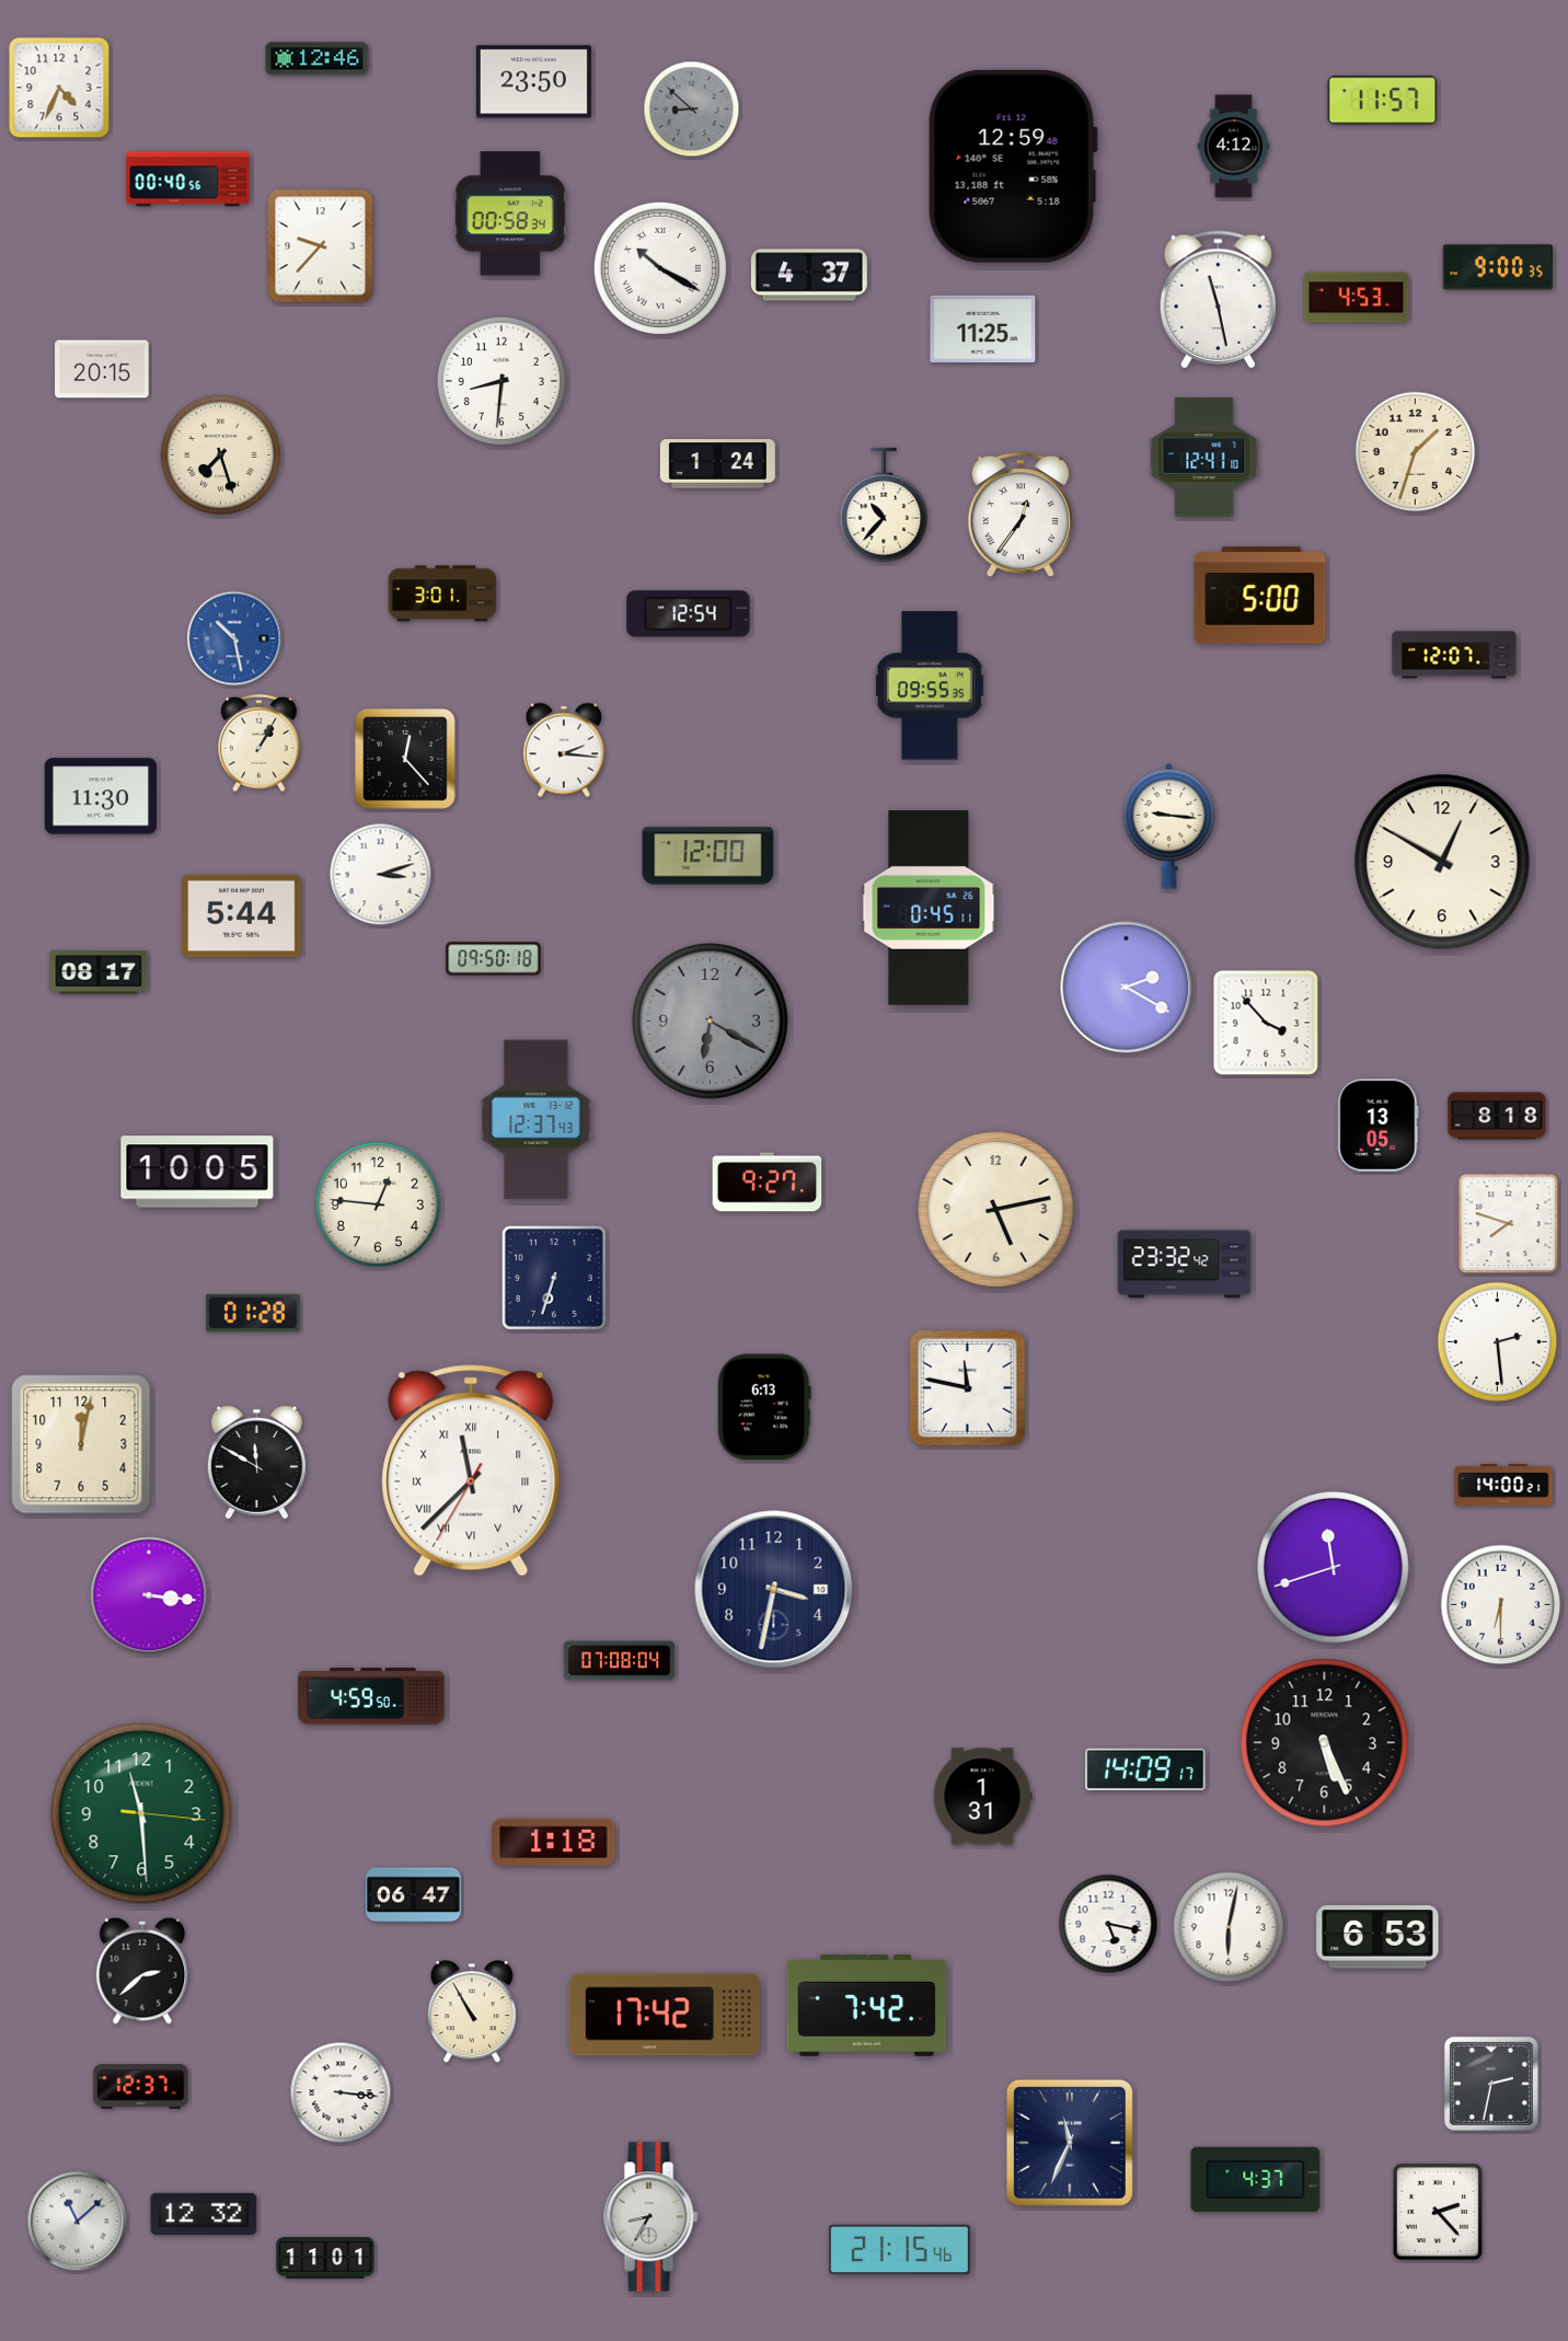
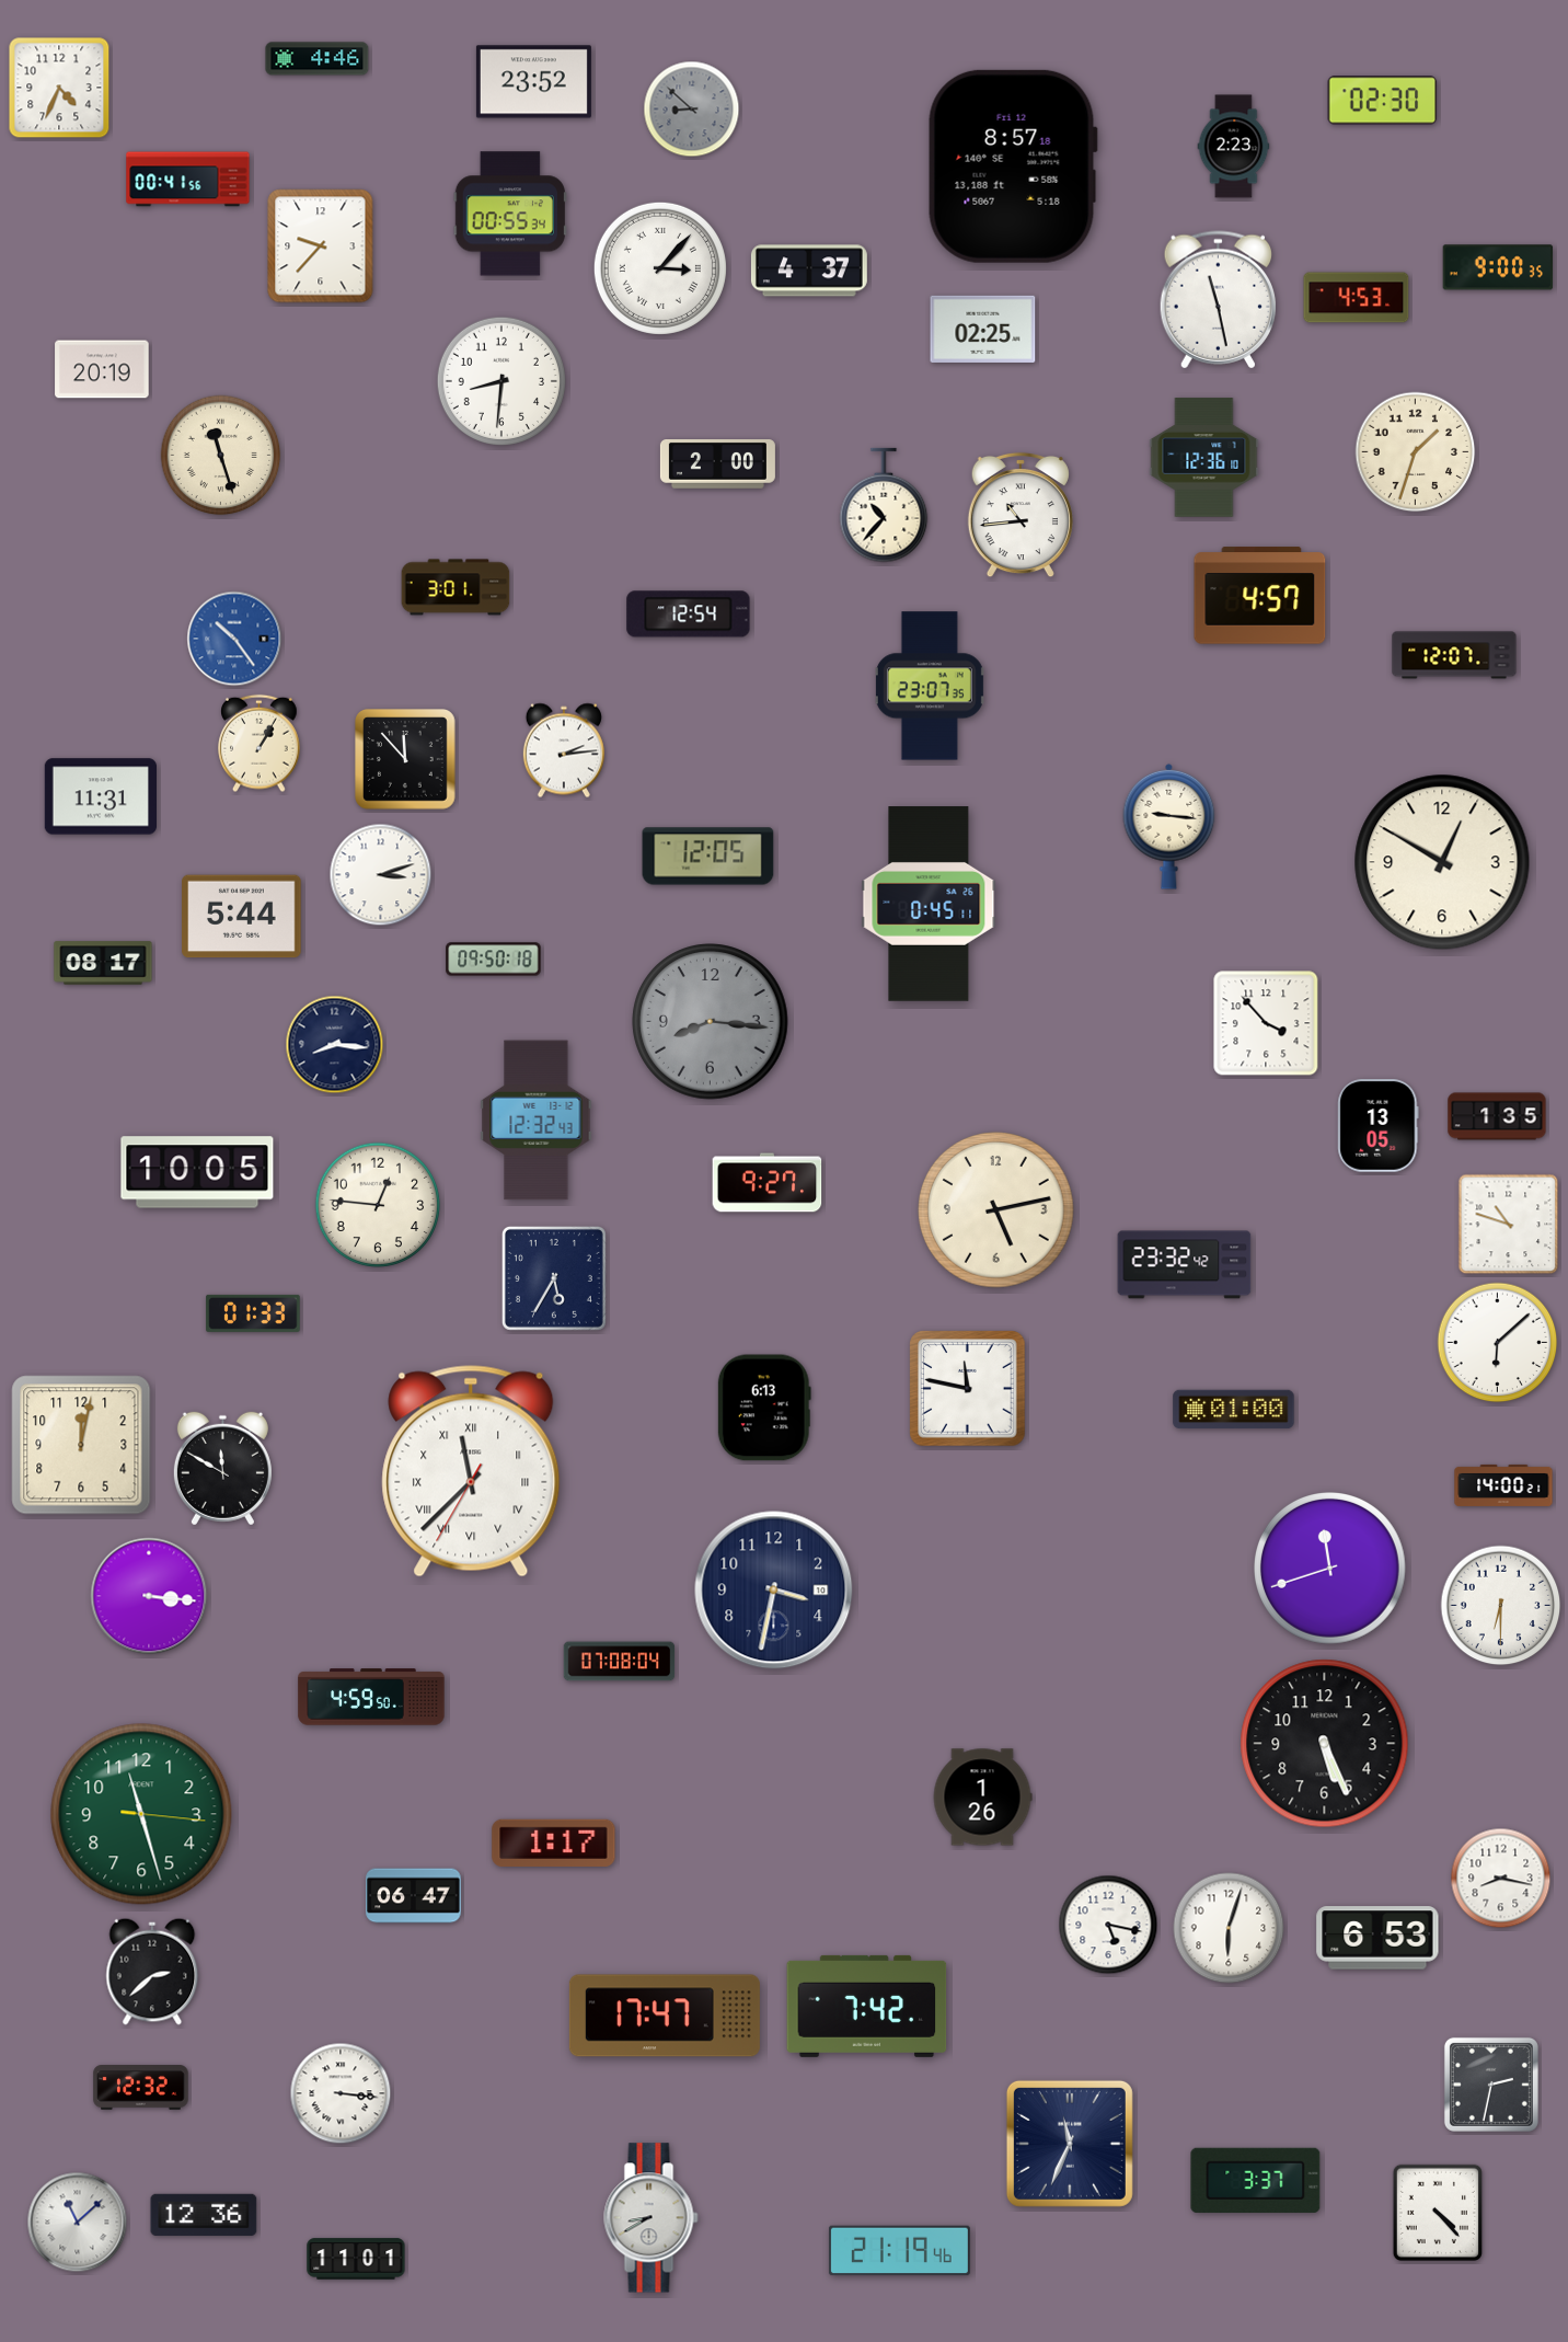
clock at (318, 59): 12:46 -> 4:46
clock at (533, 82): 23:50 -> 23:52
clock at (1383, 101): 11:57 -> 02:30
clock at (1234, 147): 4:12 -> 2:23
clock at (1013, 166): 12:59 -> 8:57
clock at (188, 180): 00:40 -> 00:41
clock at (510, 214): 00:58 -> 00:55
clock at (660, 268): 10:20 -> 3:07
clock at (809, 275) position: (809, 275) -> (809, 271)
clock at (983, 328): 11:25 -> 02:25
clock at (102, 369): 20:15 -> 20:19
clock at (221, 455): 7:27 -> 11:27
clock at (1204, 458): 12:41 -> 12:36
clock at (717, 464): 1:24 -> 2:00
clock at (1021, 515): 12:36 -> 10:44
clock at (442, 593) position: (442, 593) -> (456, 587)
clock at (1260, 596): 5:00 -> 4:57
clock at (234, 638): 10:28 -> 10:24
clock at (930, 685): 09:55 -> 23:07
clock at (564, 750): 2:16 -> 2:14
clock at (406, 760): 12:23 -> 11:53
clock at (100, 796): 11:30 -> 11:31
clock at (708, 856): 12:00 -> 12:05
clock at (929, 908) position: (929, 908) -> (929, 904)
clock at (99, 972) position: (99, 972) -> (103, 963)
clock at (1127, 988): 2:20 -> none
clock at (711, 1022): 6:20 -> 8:16
clock at (335, 1045): none -> 8:16
clock at (1497, 1116): 8:18 -> 1:35
clock at (537, 1120): 12:37 -> 12:32
clock at (1509, 1224): 7:48 -> 10:48
clock at (554, 1278): 6:33 -> 5:35
clock at (253, 1313): 01:28 -> 01:33
clock at (1498, 1342): 2:29 -> 6:08
clock at (1234, 1410): none -> 01:00
clock at (256, 1463) position: (256, 1463) -> (222, 1469)
clock at (1334, 1568) position: (1334, 1568) -> (1330, 1569)
clock at (1145, 1769): 14:09 -> none
clock at (982, 1797): 1:31 -> 1:26
clock at (141, 1813): 11:29 -> 11:27
clock at (554, 1842): 1:18 -> 1:17
clock at (1501, 1879): none -> 8:17
clock at (1229, 1927): 6:02 -> 6:03
clock at (142, 1971) position: (142, 1971) -> (152, 1972)
clock at (472, 2013): 10:55 -> none
clock at (665, 2015): 17:42 -> 17:47
clock at (141, 2087): 12:37 -> 12:32
clock at (1256, 2179): 4:37 -> 3:37
clock at (1438, 2212): 2:23 -> 4:23
clock at (204, 2214): 12:32 -> 12:36
clock at (652, 2217): 8:35 -> 8:40
clock at (899, 2250): 21:15 -> 21:19
clock at (325, 2258) position: (325, 2258) -> (356, 2259)
